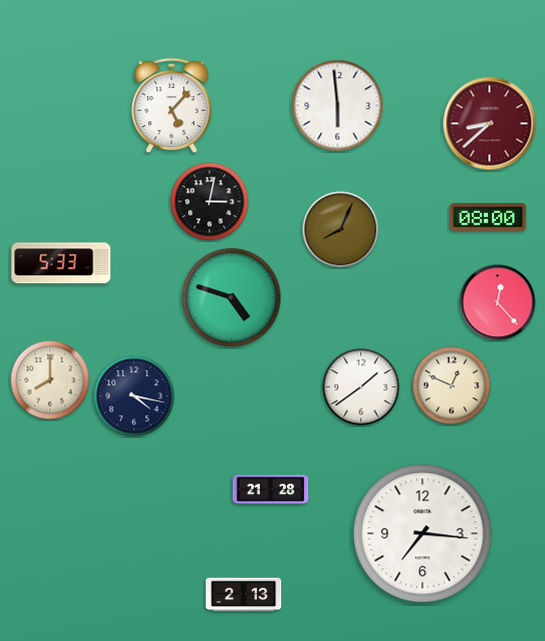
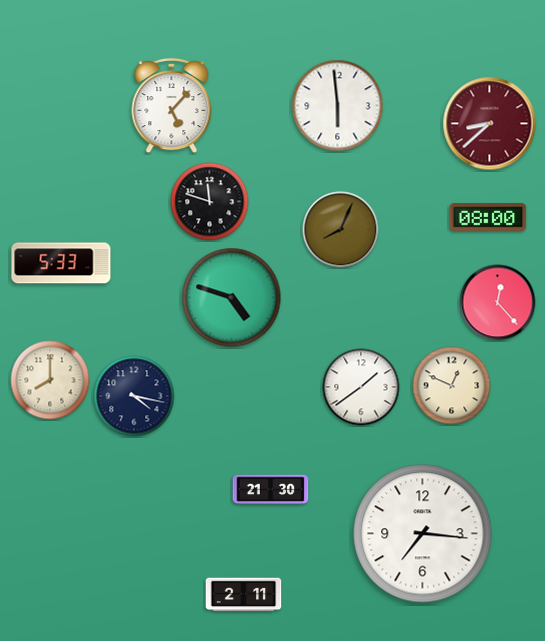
clock at (210, 202): 3:02 -> 11:48
clock at (271, 490): 21:28 -> 21:30
clock at (244, 595): 2:13 -> 2:11
